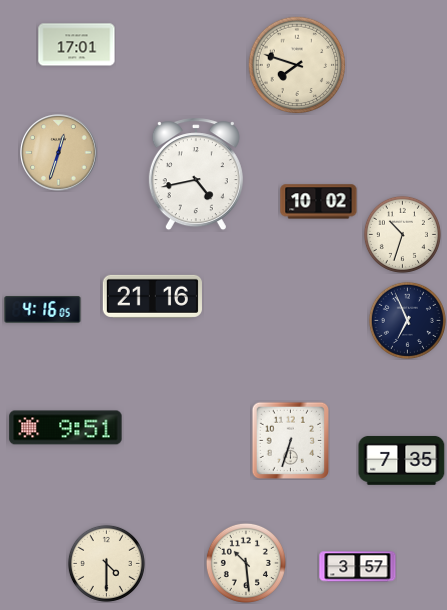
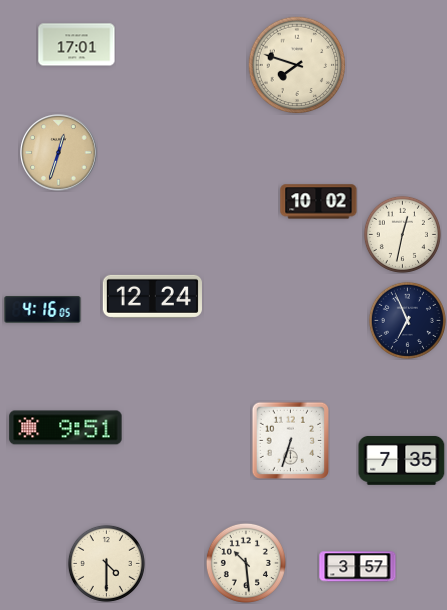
clock at (196, 175): 4:43 -> none
clock at (402, 234): 10:33 -> 12:32
clock at (152, 296): 21:16 -> 12:24
